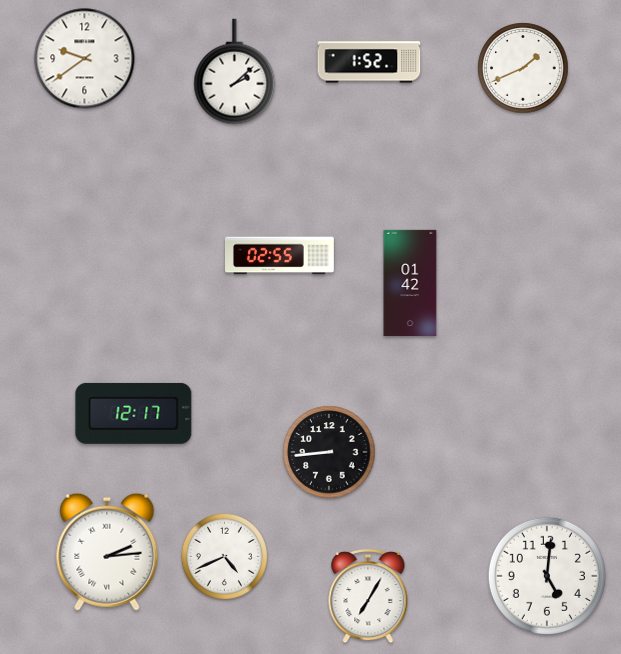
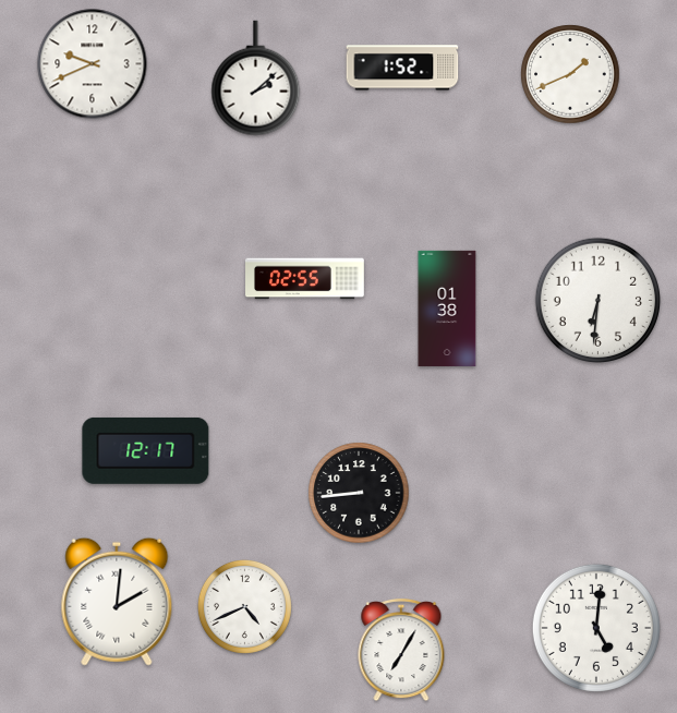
clock at (85, 59): 9:39 -> 9:41
clock at (597, 300): none -> 6:31
clock at (410, 283): 01:42 -> 01:38
clock at (107, 552): 2:14 -> 2:01
